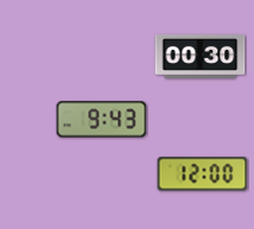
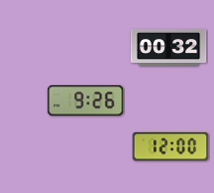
clock at (201, 56): 00:30 -> 00:32
clock at (102, 120): 9:43 -> 9:26
